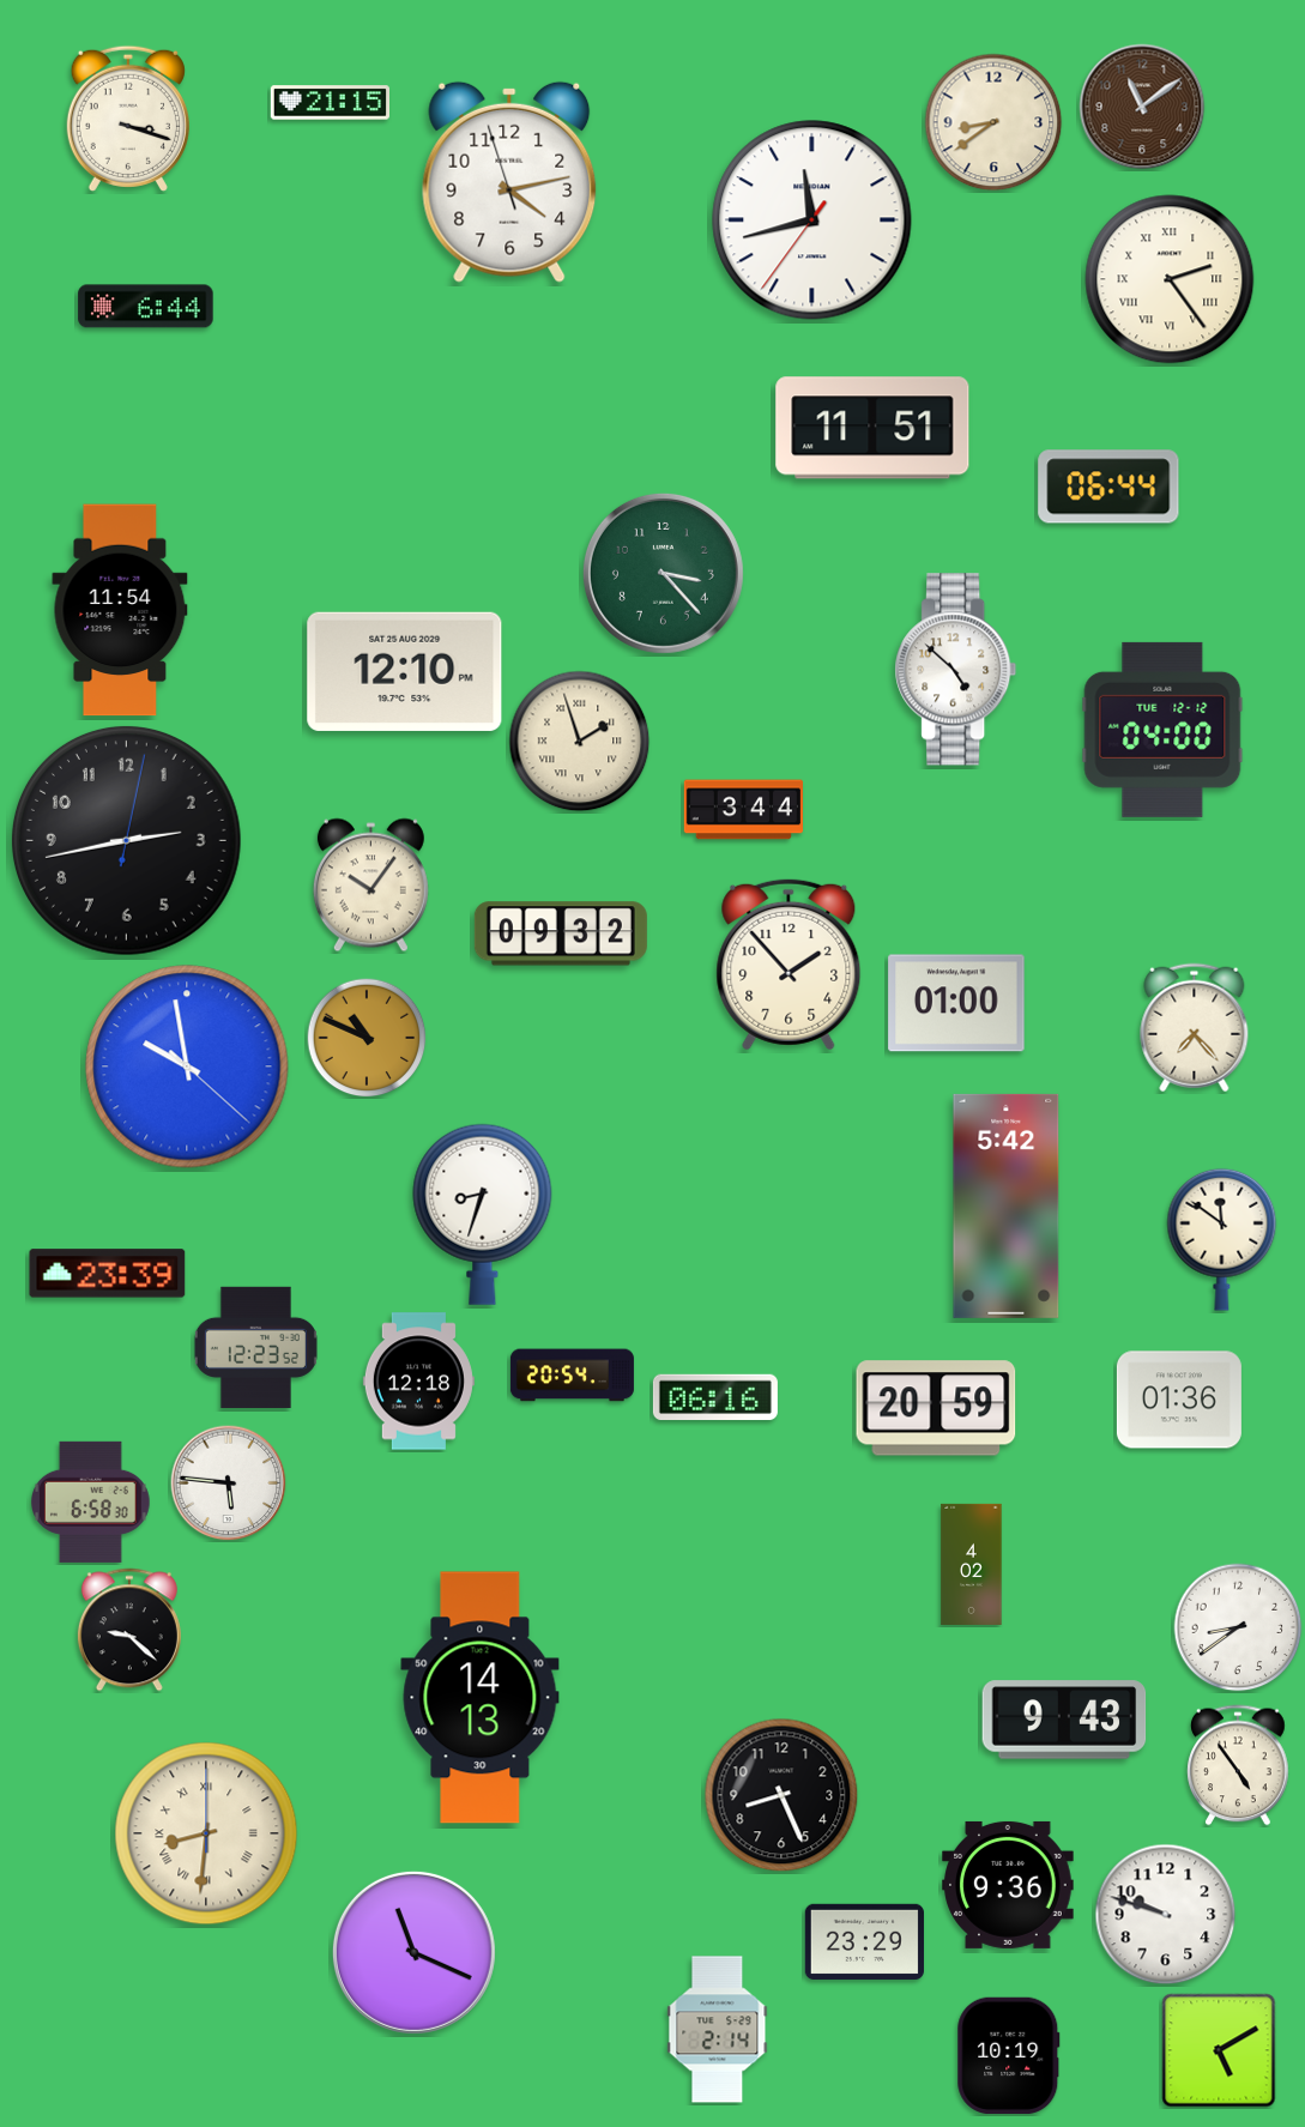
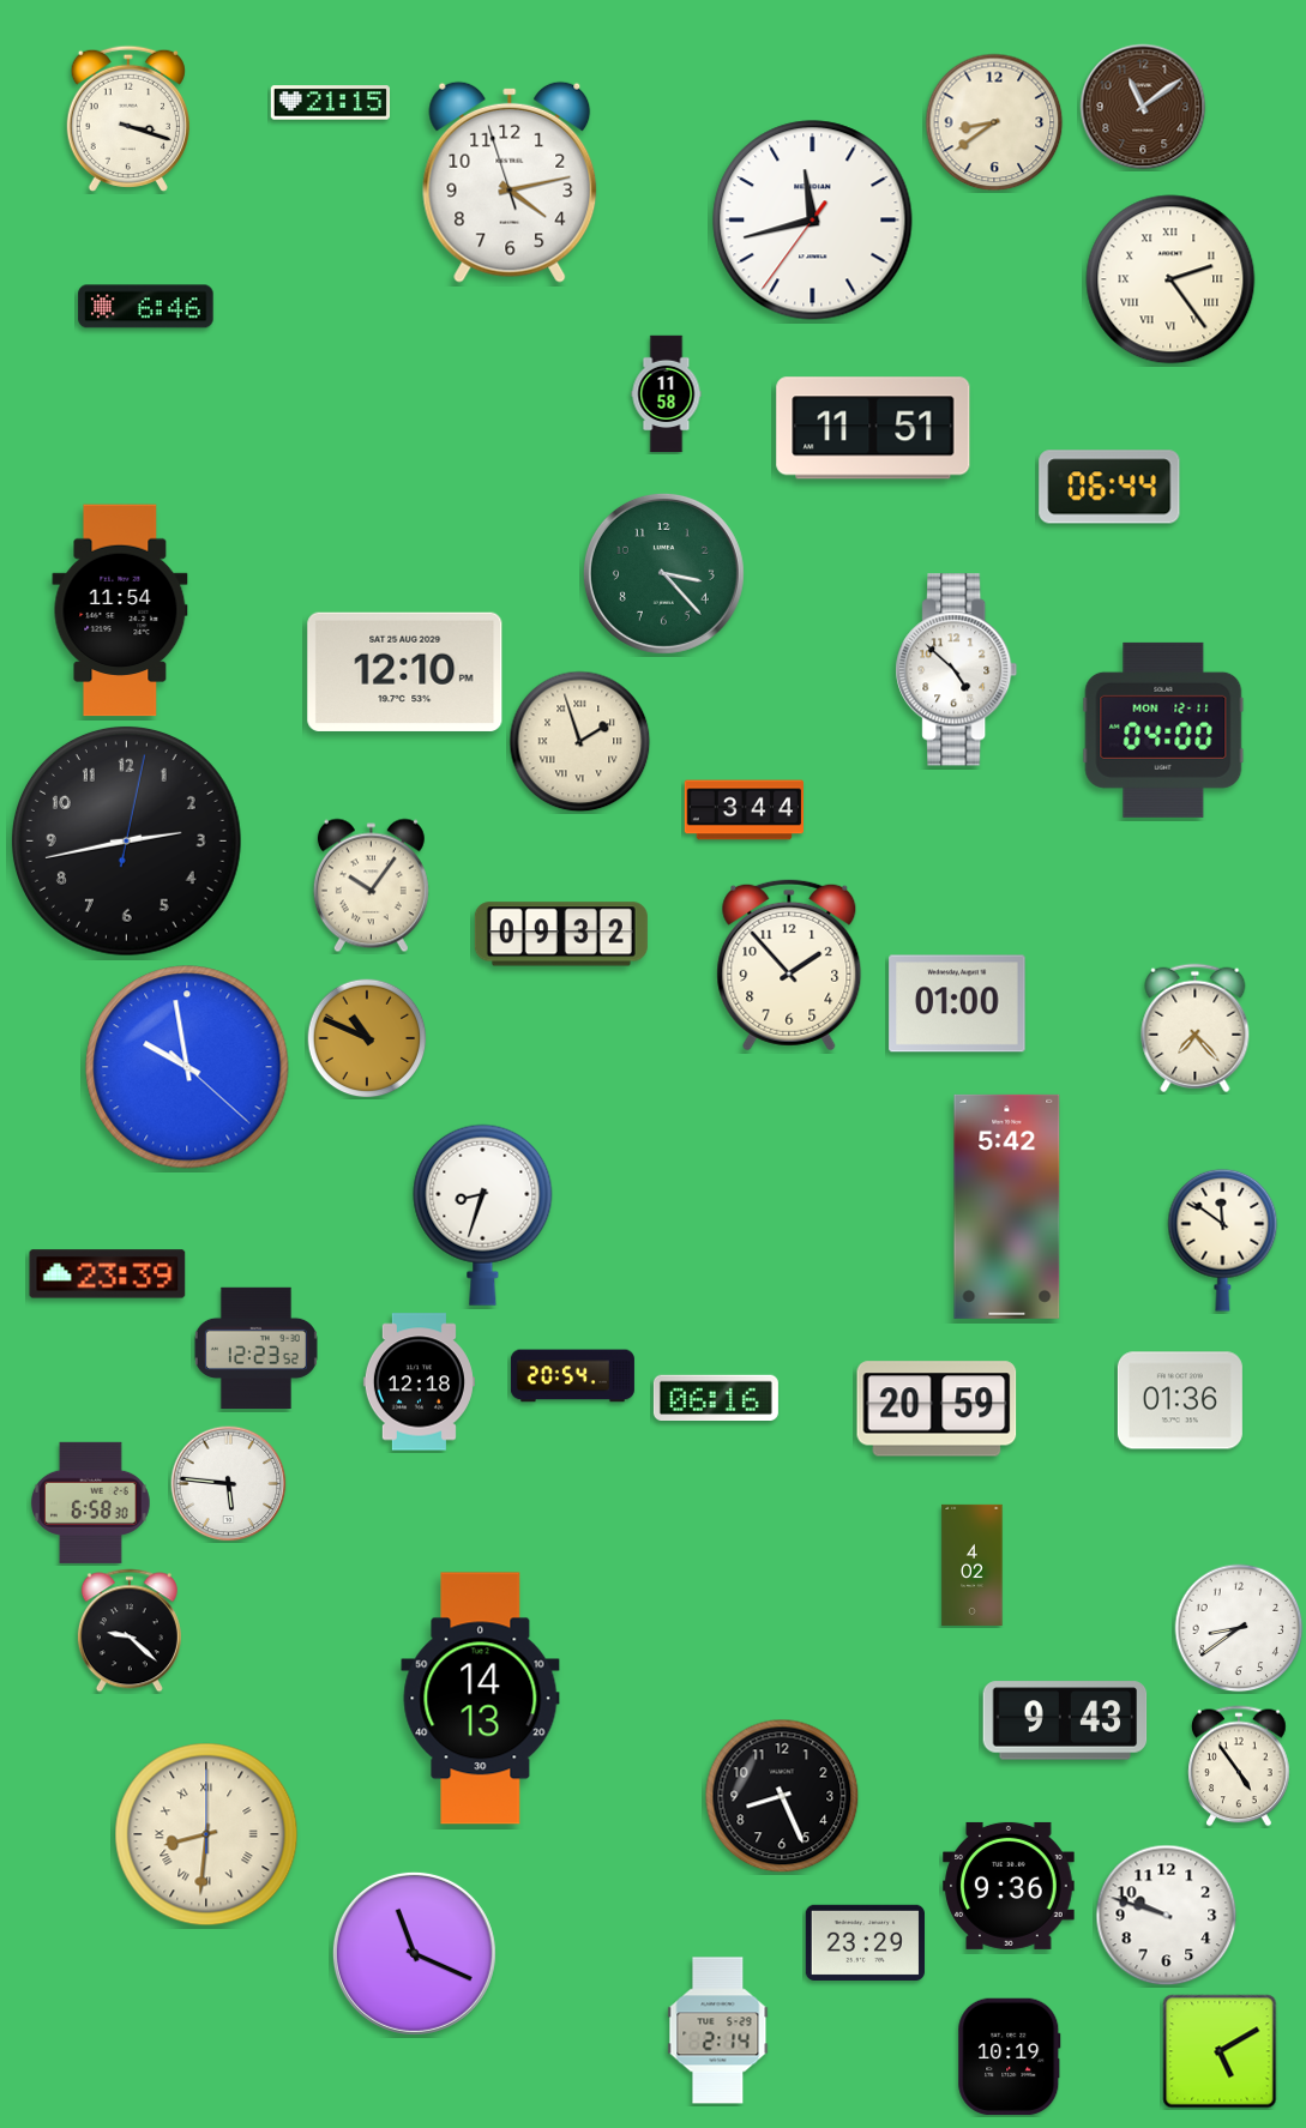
clock at (146, 307): 6:44 -> 6:46
clock at (667, 394): none -> 11:58
clock at (1162, 730) date: TUE 12-12 -> MON 12-11
